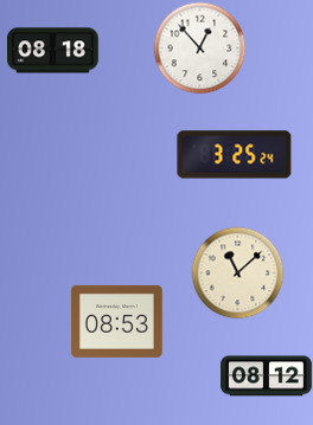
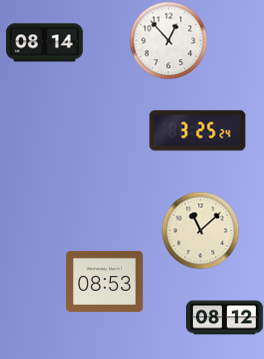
clock at (53, 51): 08:18 -> 08:14
clock at (117, 321) position: (117, 321) -> (105, 281)
